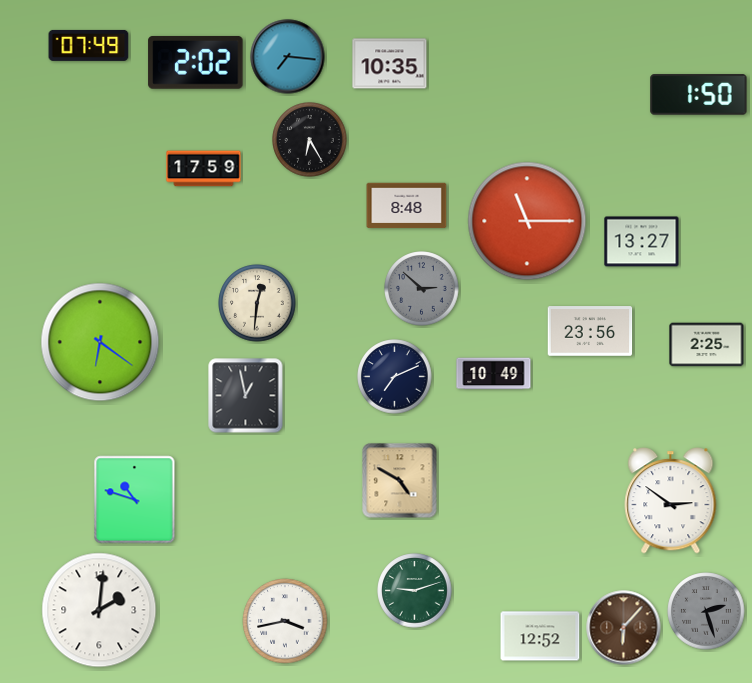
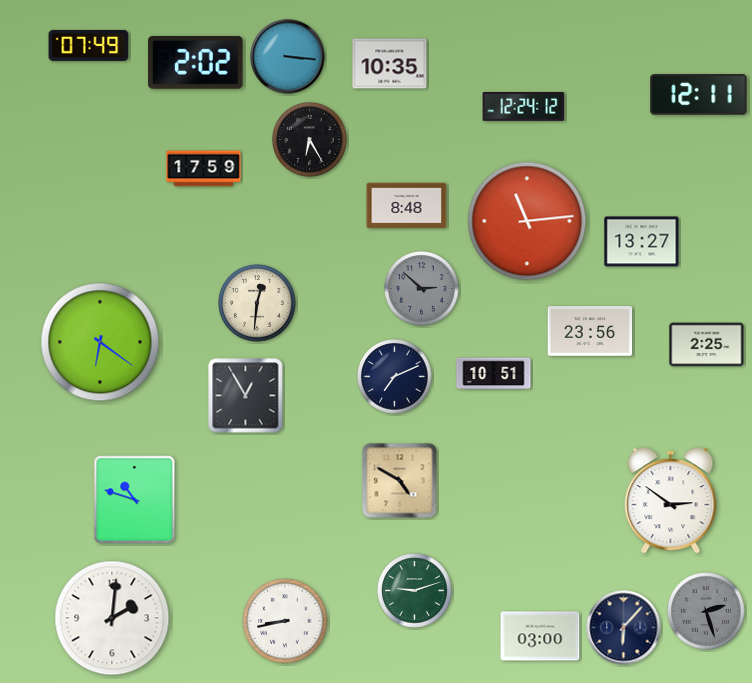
clock at (288, 57): 7:16 -> 3:16
clock at (699, 95): 1:50 -> 12:11
clock at (524, 106): none -> 12:24
clock at (527, 221): 11:15 -> 11:14
clock at (494, 374): 10:49 -> 10:51
clock at (246, 396): 12:58 -> 12:55
clock at (99, 610) position: (99, 610) -> (112, 618)
clock at (285, 621): 3:43 -> 8:43
clock at (624, 628) dial: brown -> navy
clock at (540, 636): 12:52 -> 03:00
